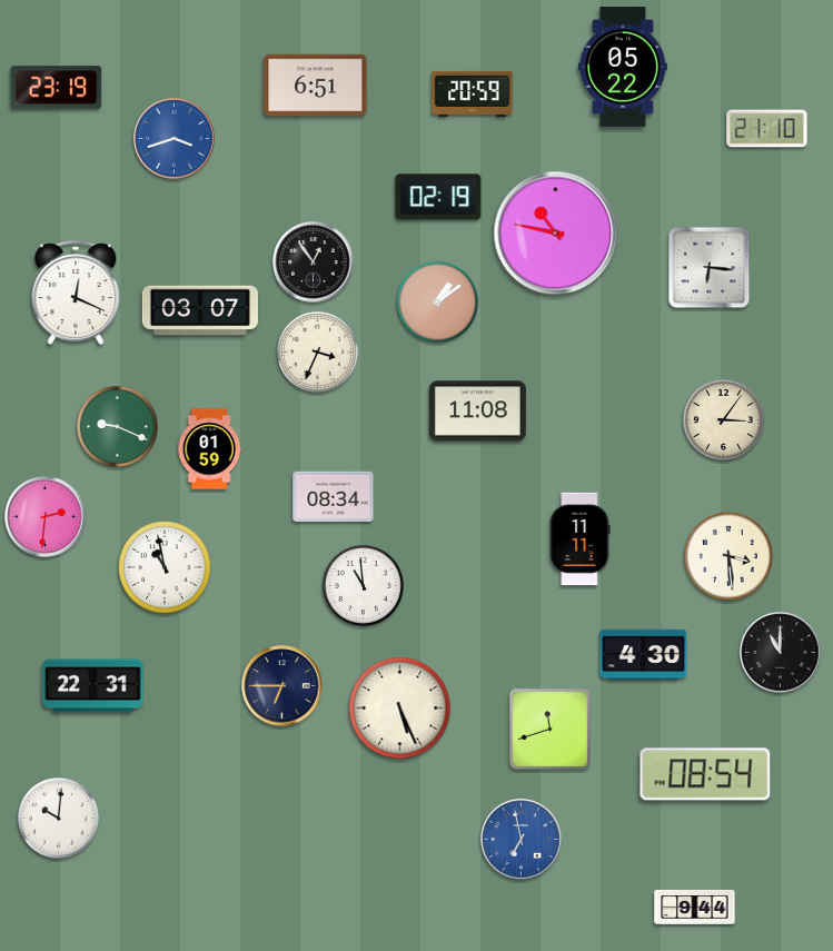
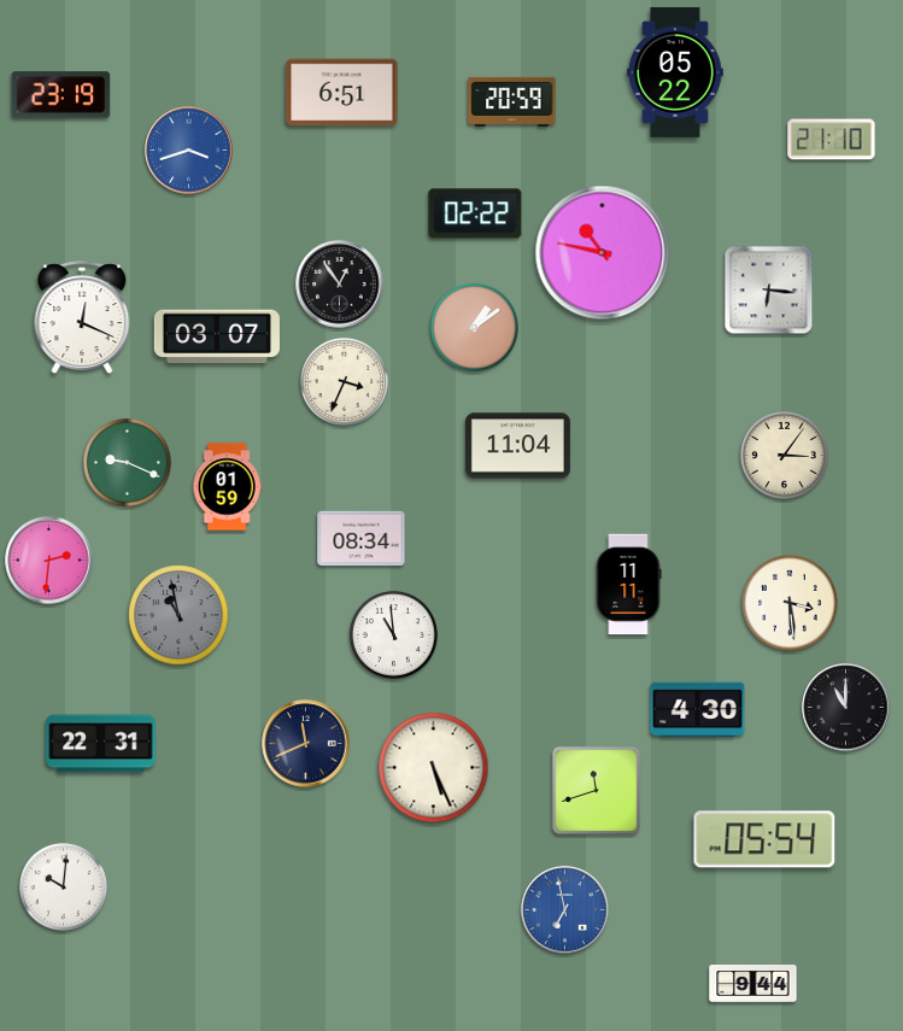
clock at (438, 197): 02:19 -> 02:22
clock at (477, 412): 11:08 -> 11:04
clock at (165, 567) dial: white -> grey
clock at (282, 686): 6:45 -> 11:41
clock at (705, 774): 08:54 -> 05:54
